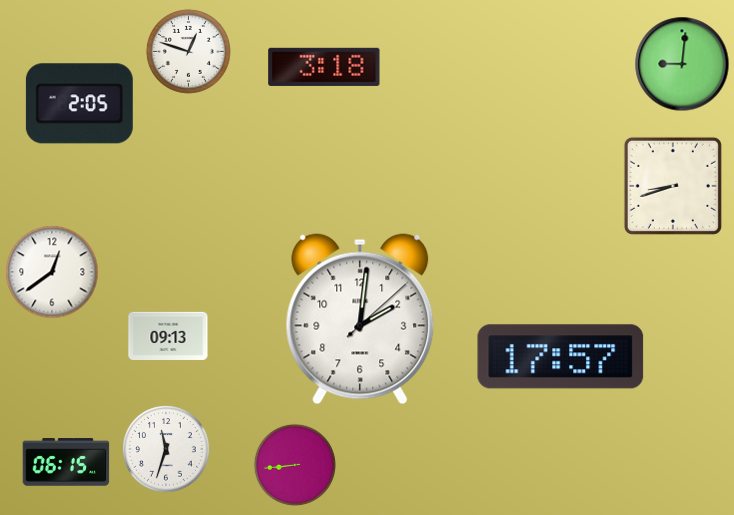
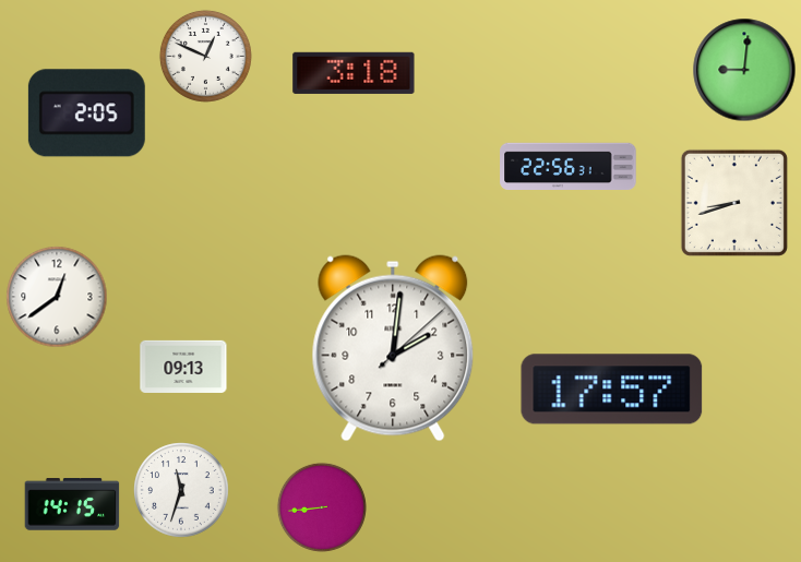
clock at (188, 51): 12:48 -> 12:49
clock at (569, 166): none -> 22:56
clock at (66, 462): 06:15 -> 14:15
